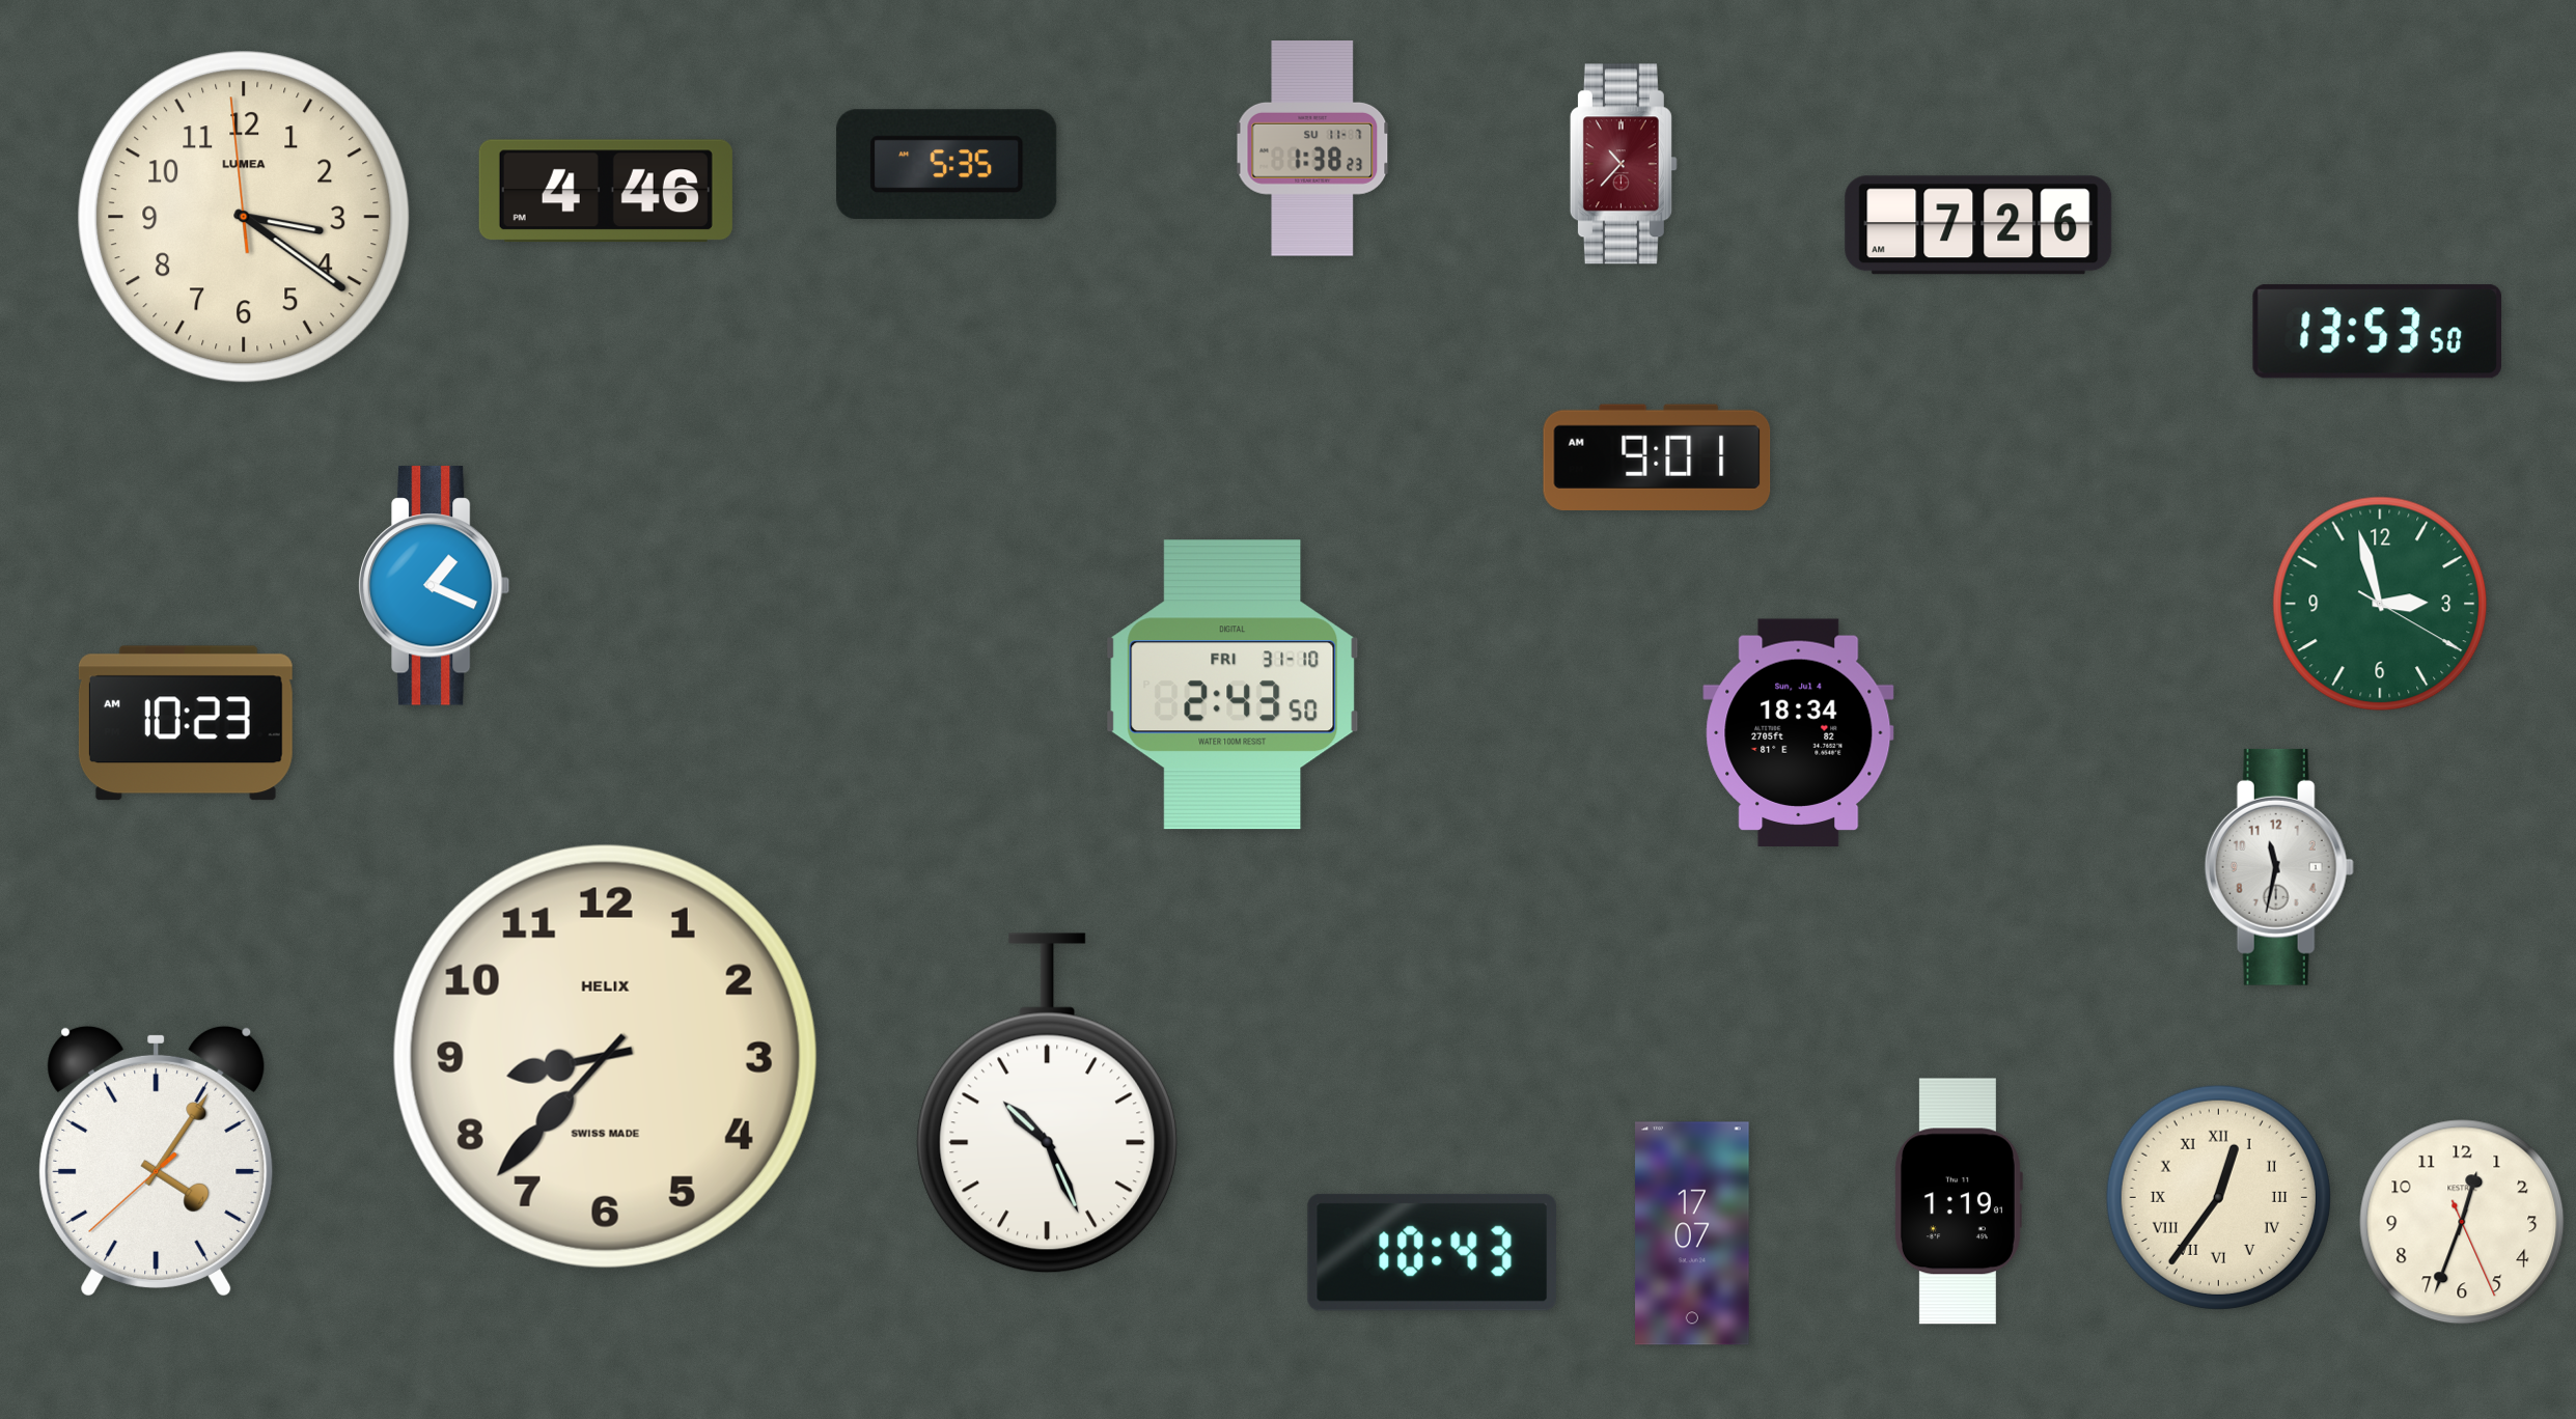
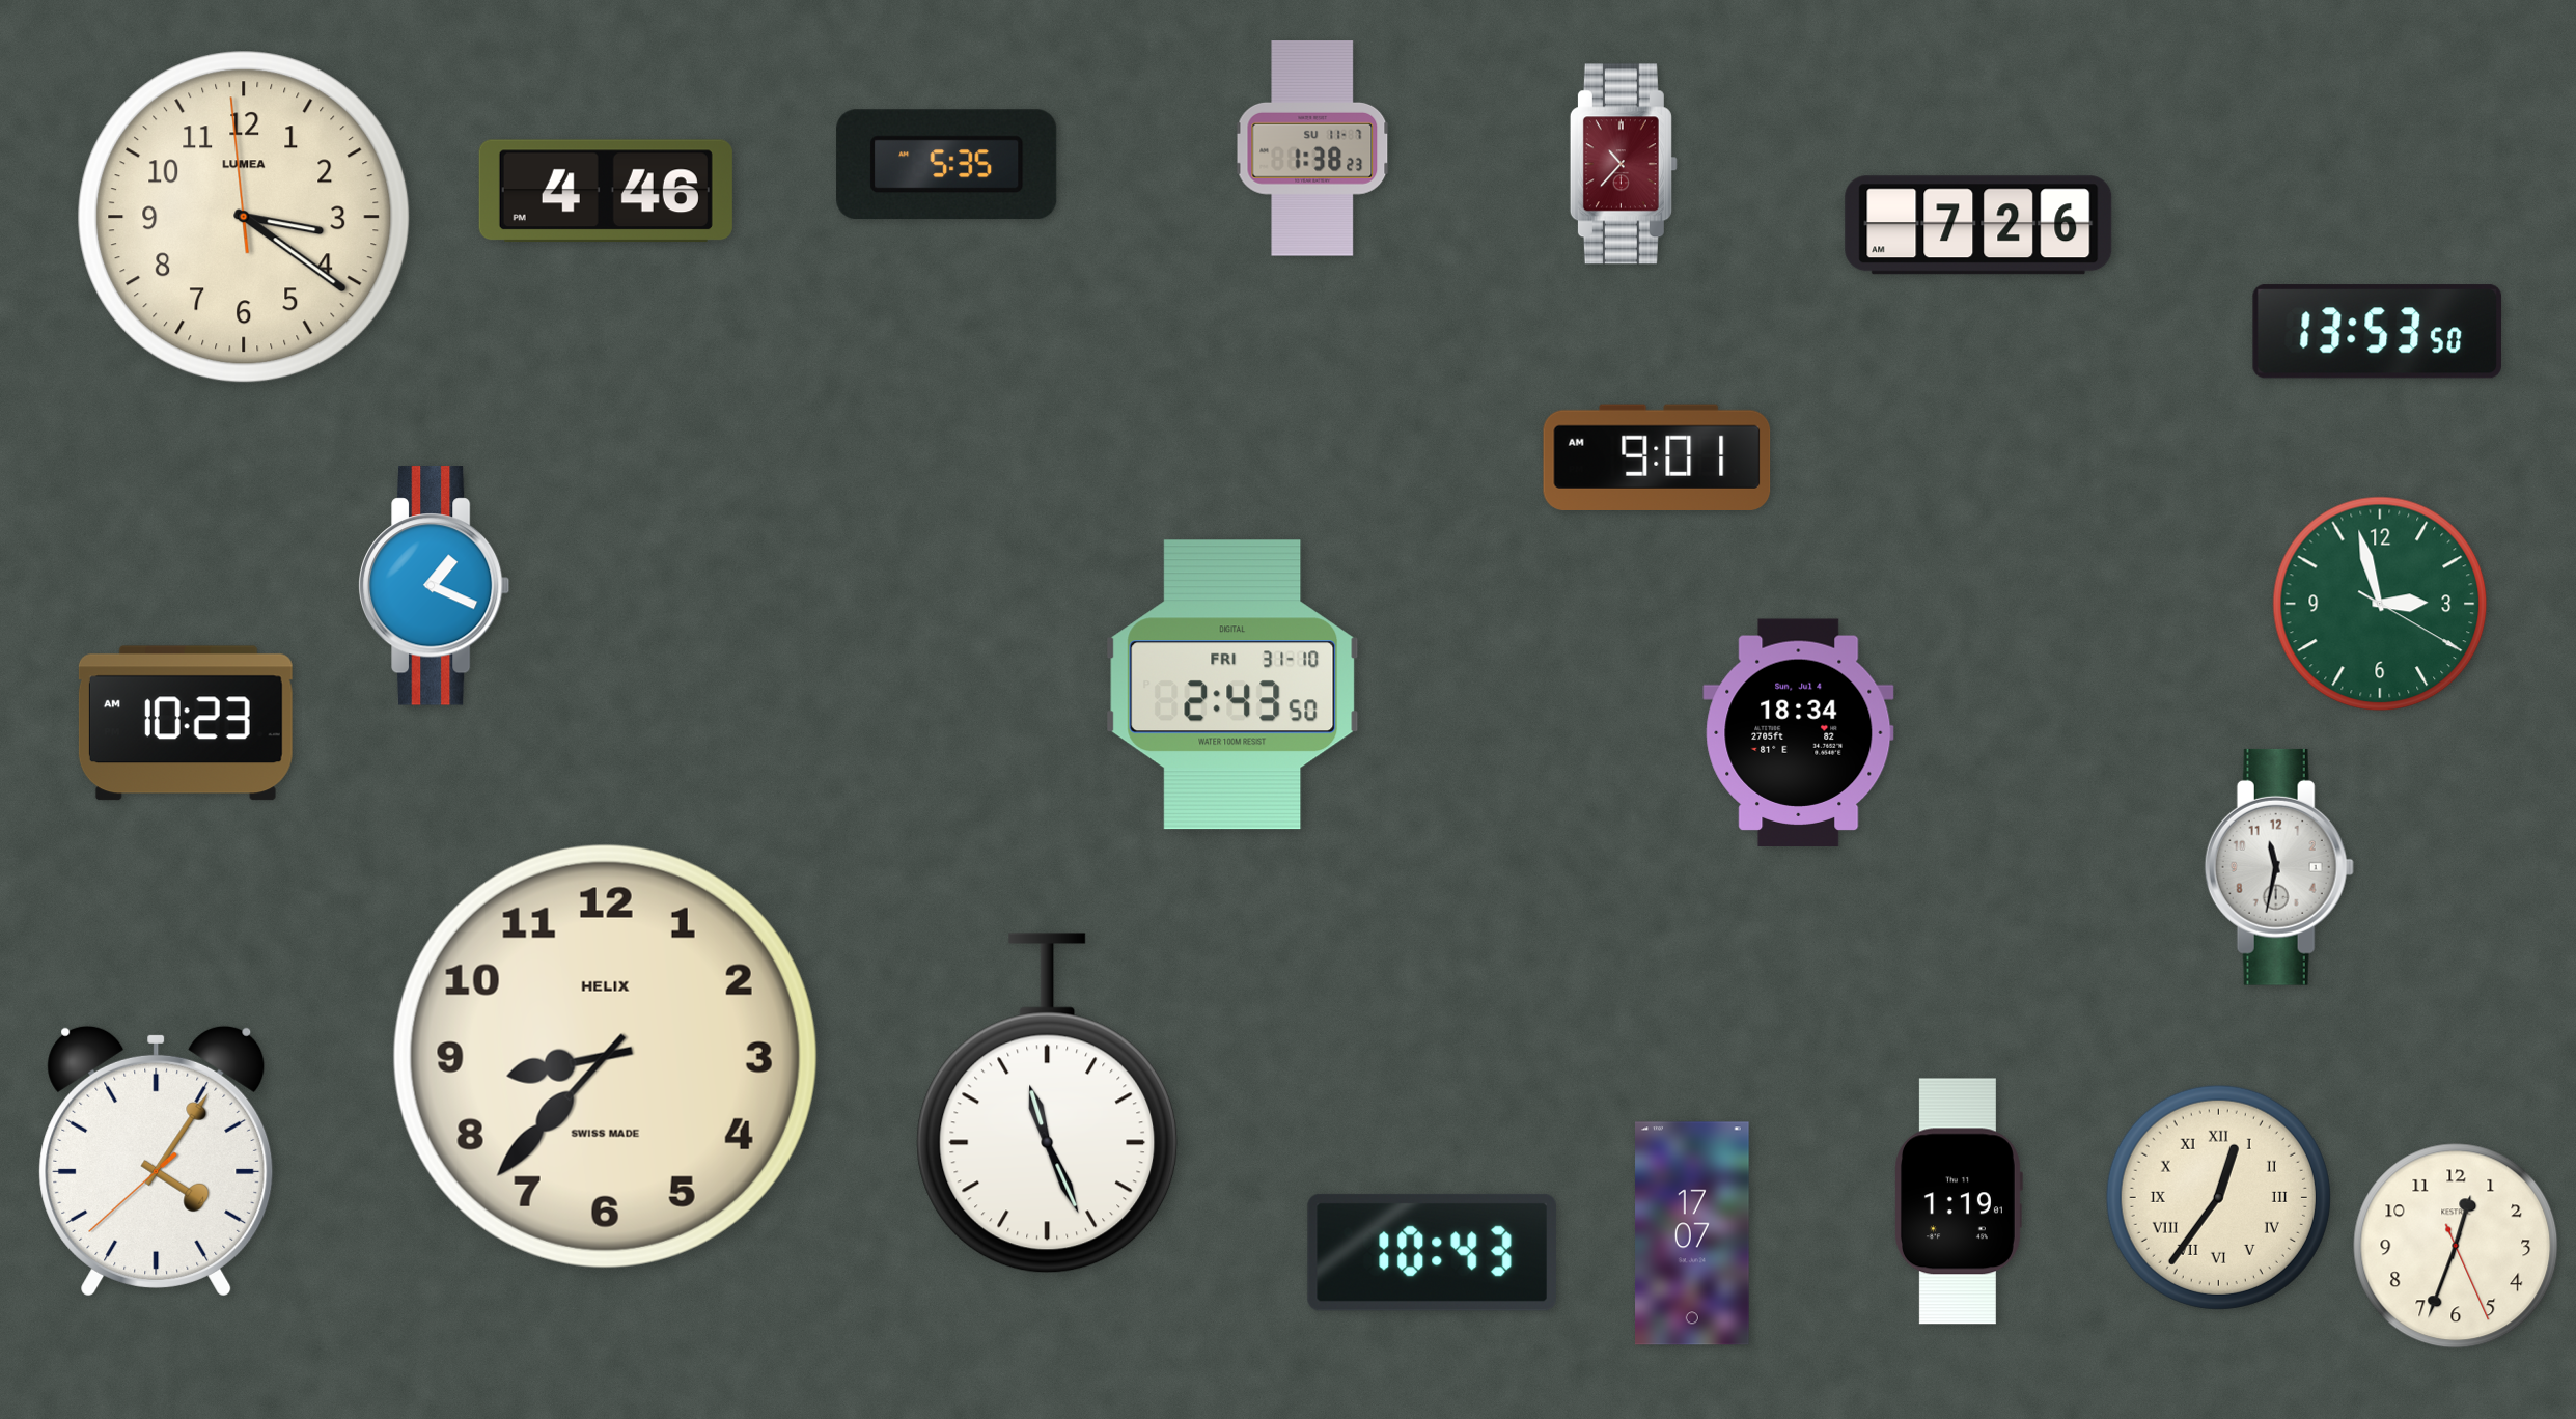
clock at (1048, 1104): 10:26 -> 11:26
clock at (2462, 1222) position: (2462, 1222) -> (2456, 1246)
